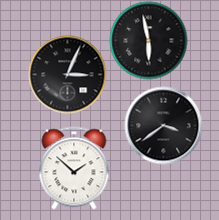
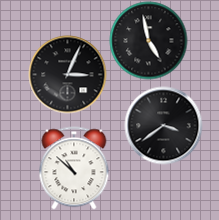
clock at (148, 40): 5:58 -> 4:58
clock at (74, 168): 1:52 -> 10:52
